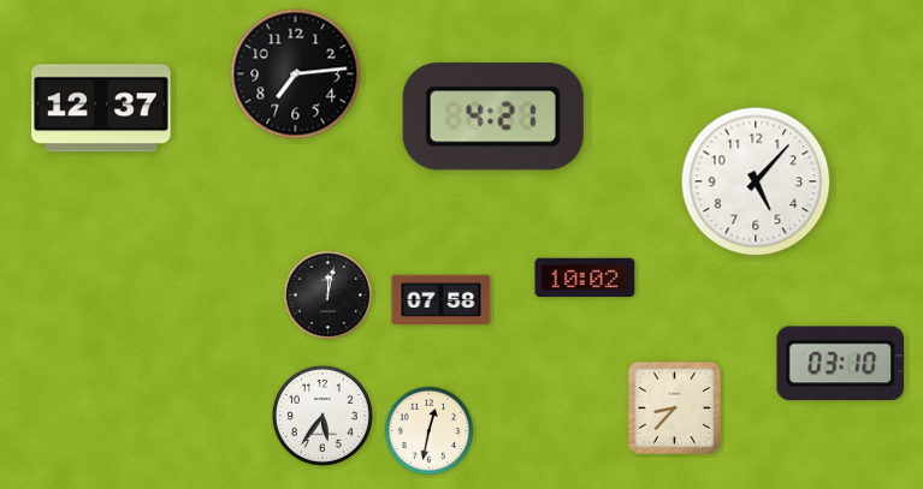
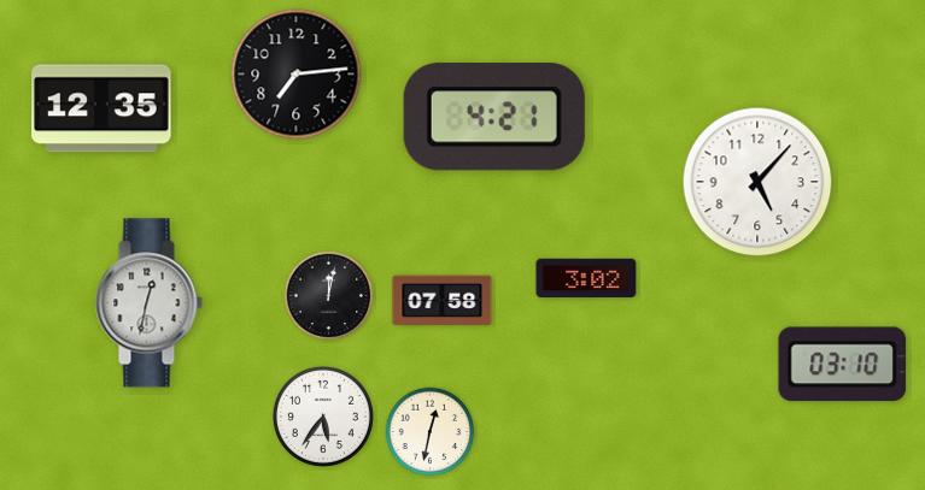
clock at (101, 108): 12:37 -> 12:35
clock at (585, 278): 10:02 -> 3:02
clock at (148, 303): none -> 12:32
clock at (674, 407): 8:37 -> none
